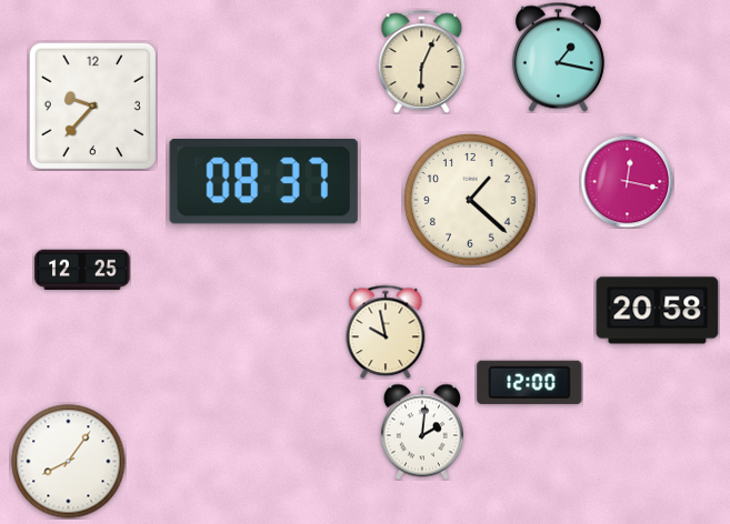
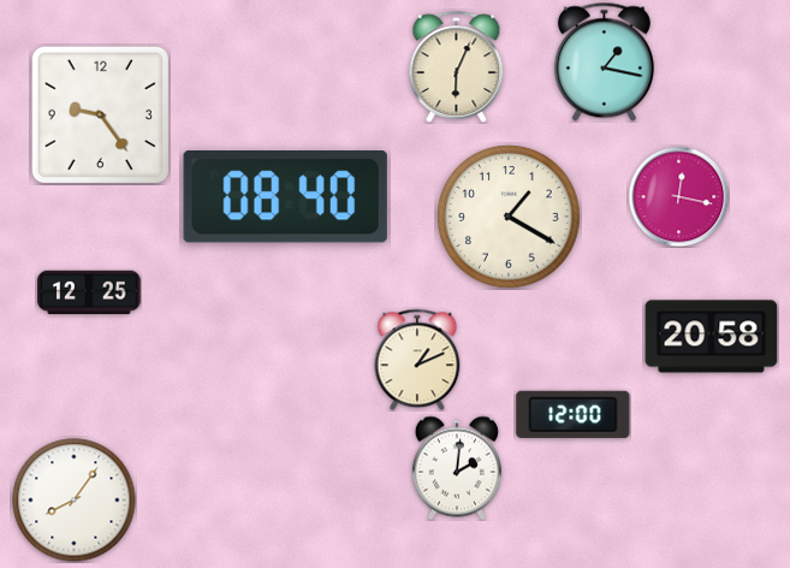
clock at (92, 105): 9:37 -> 9:24
clock at (263, 182): 08:37 -> 08:40
clock at (470, 200): 1:22 -> 1:20
clock at (386, 332): 9:58 -> 1:11
